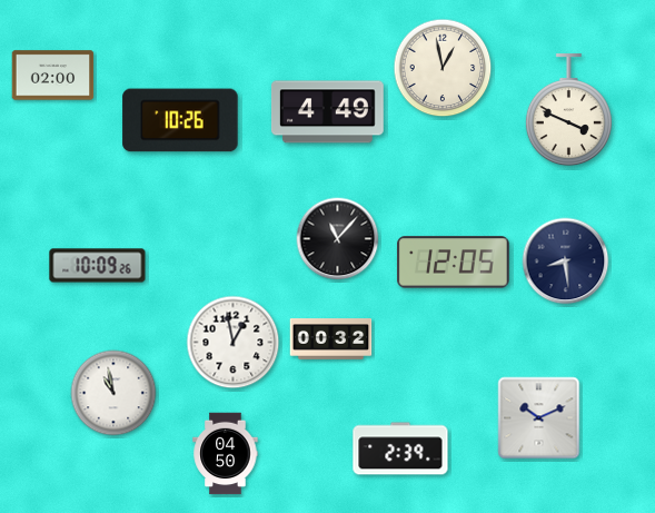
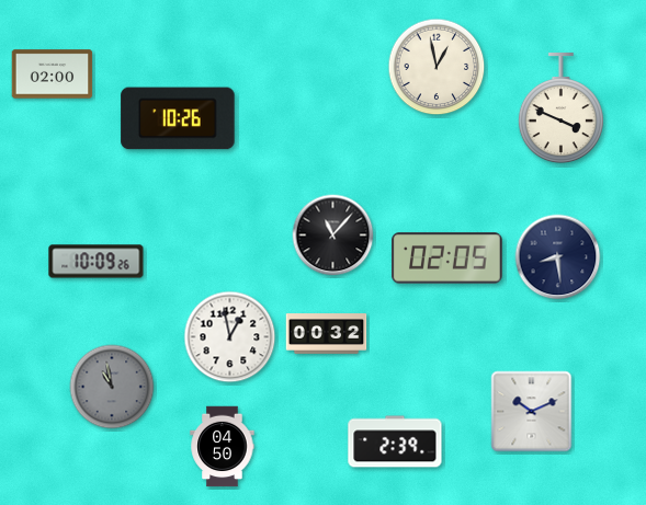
clock at (328, 112): 4:49 -> none
clock at (454, 263): 12:05 -> 02:05
clock at (113, 393) dial: white -> grey
